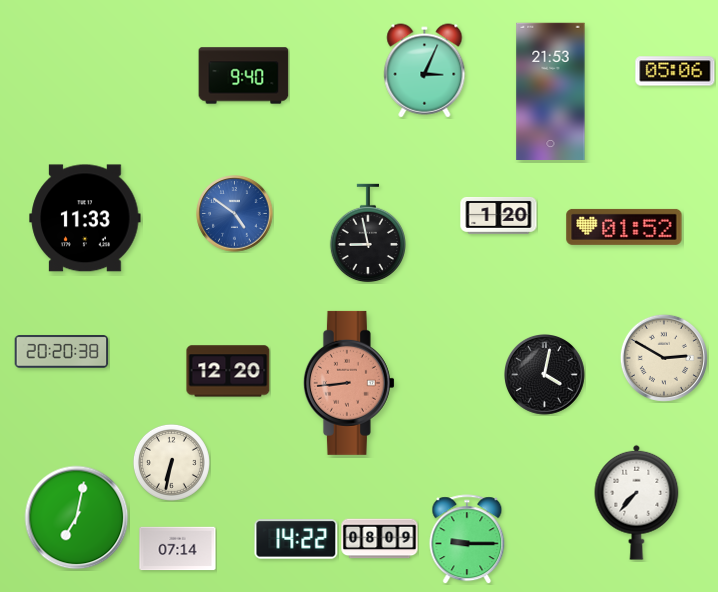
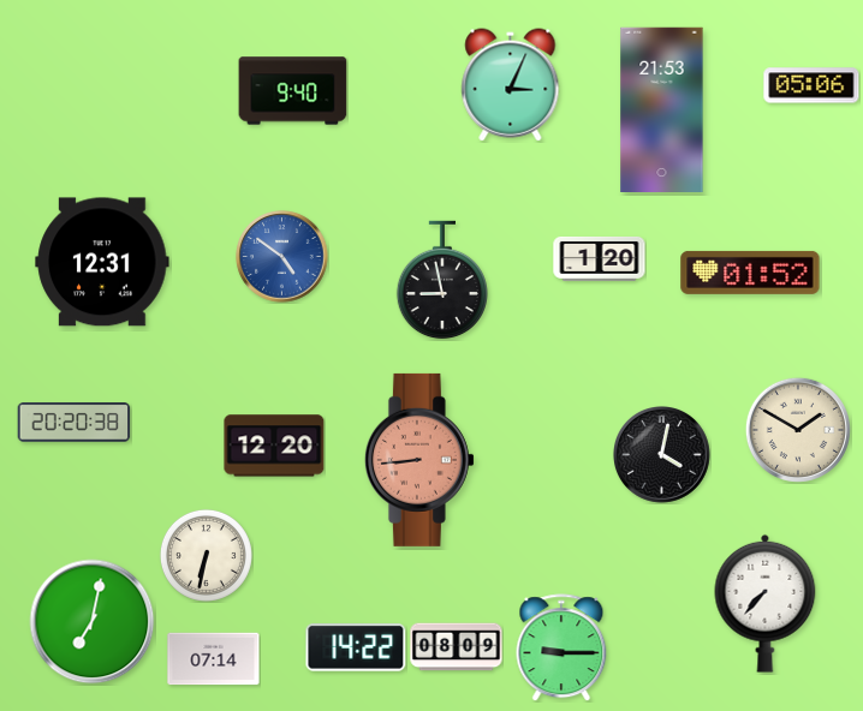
clock at (85, 218): 11:33 -> 12:31
clock at (664, 358): 2:50 -> 1:50
clock at (545, 375) position: (545, 375) -> (662, 455)
